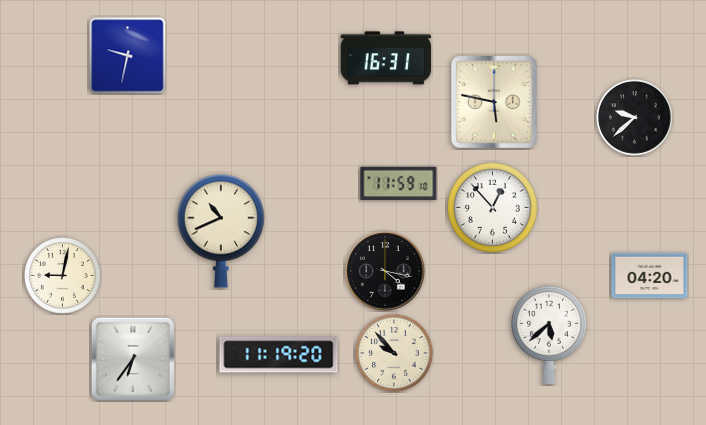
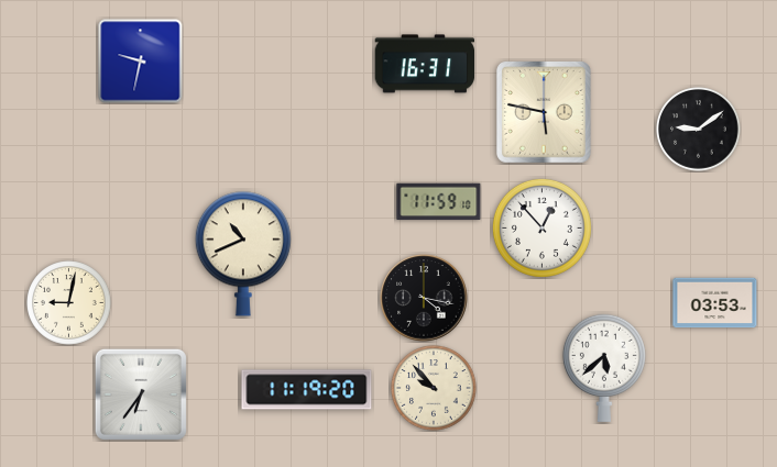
clock at (635, 118): 9:38 -> 9:09
clock at (650, 276): 04:20 -> 03:53
clock at (133, 359) position: (133, 359) -> (141, 394)
